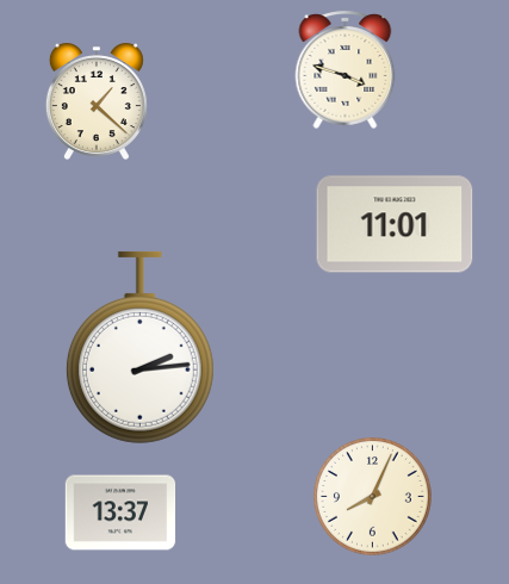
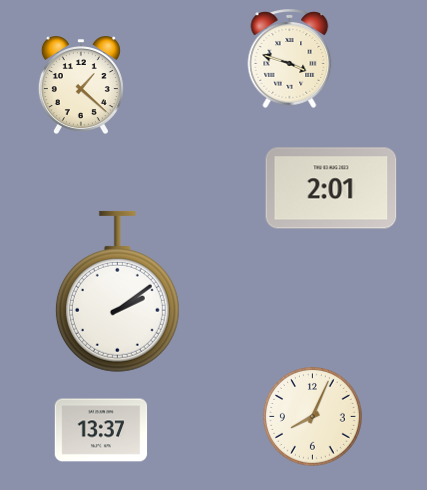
clock at (395, 224): 11:01 -> 2:01
clock at (139, 347): 2:14 -> 2:09
